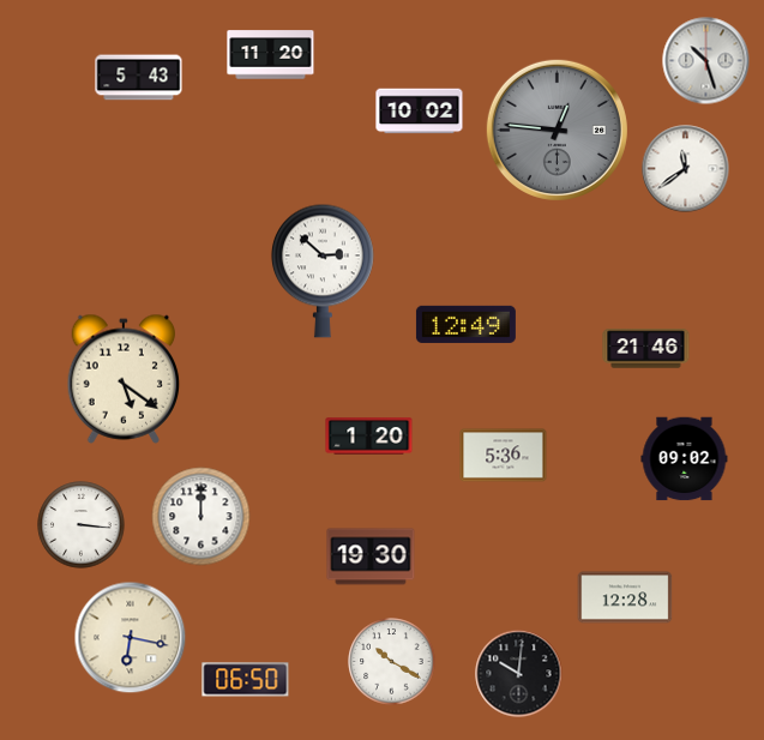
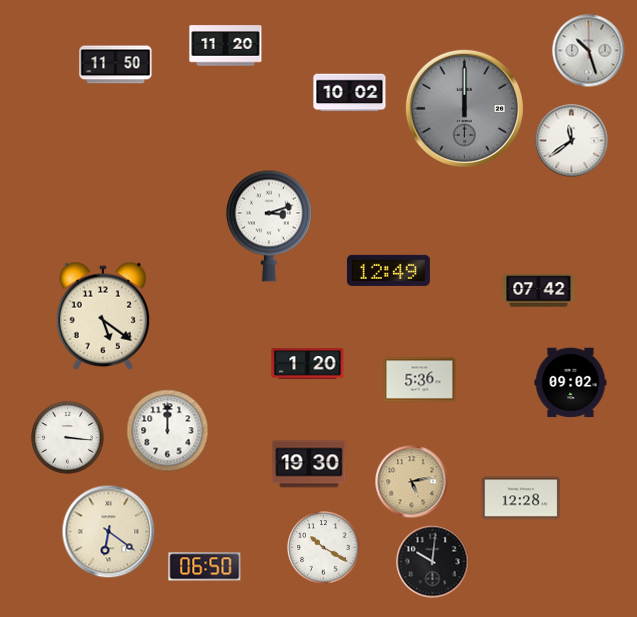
clock at (139, 78): 5:43 -> 11:50
clock at (557, 130): 12:46 -> 12:00
clock at (323, 271): 2:52 -> 3:12
clock at (646, 349): 21:46 -> 07:42
clock at (412, 482): none -> 5:13
clock at (131, 638): 6:17 -> 6:21
clock at (392, 662) position: (392, 662) -> (324, 548)
